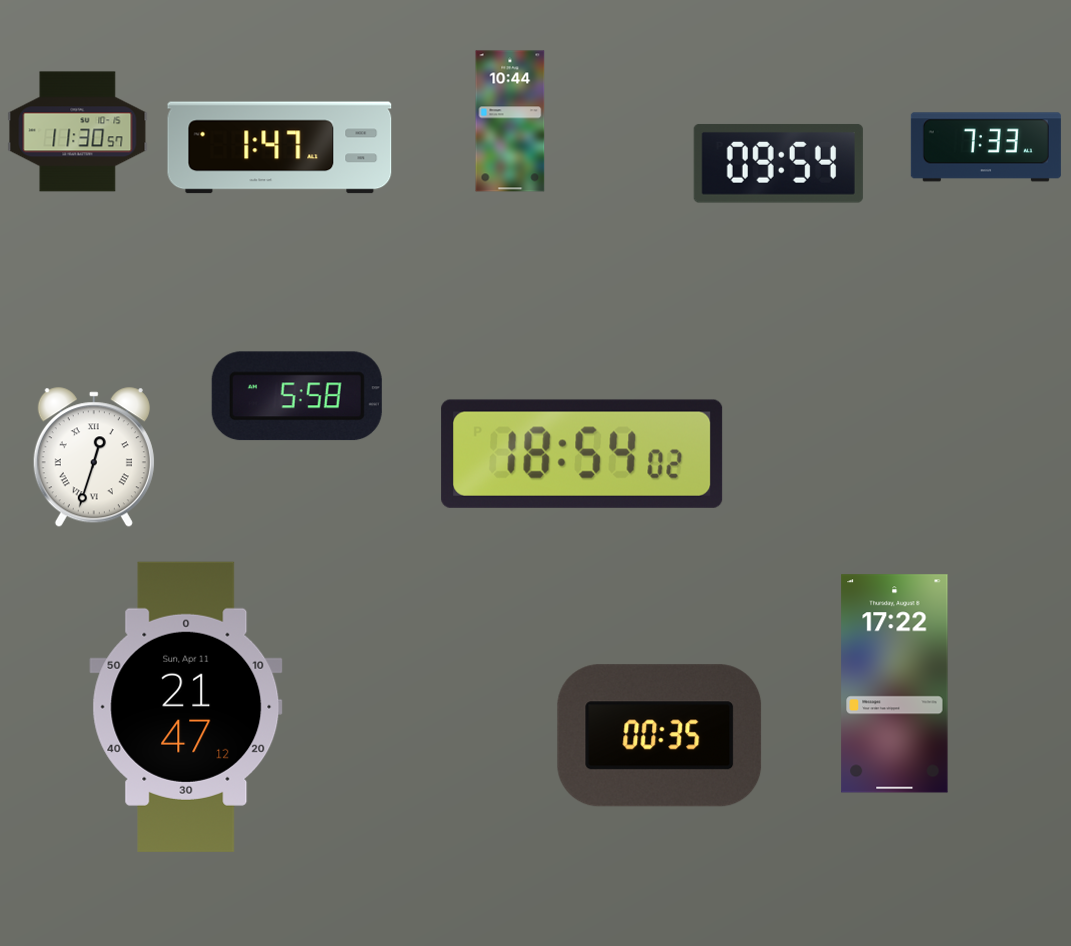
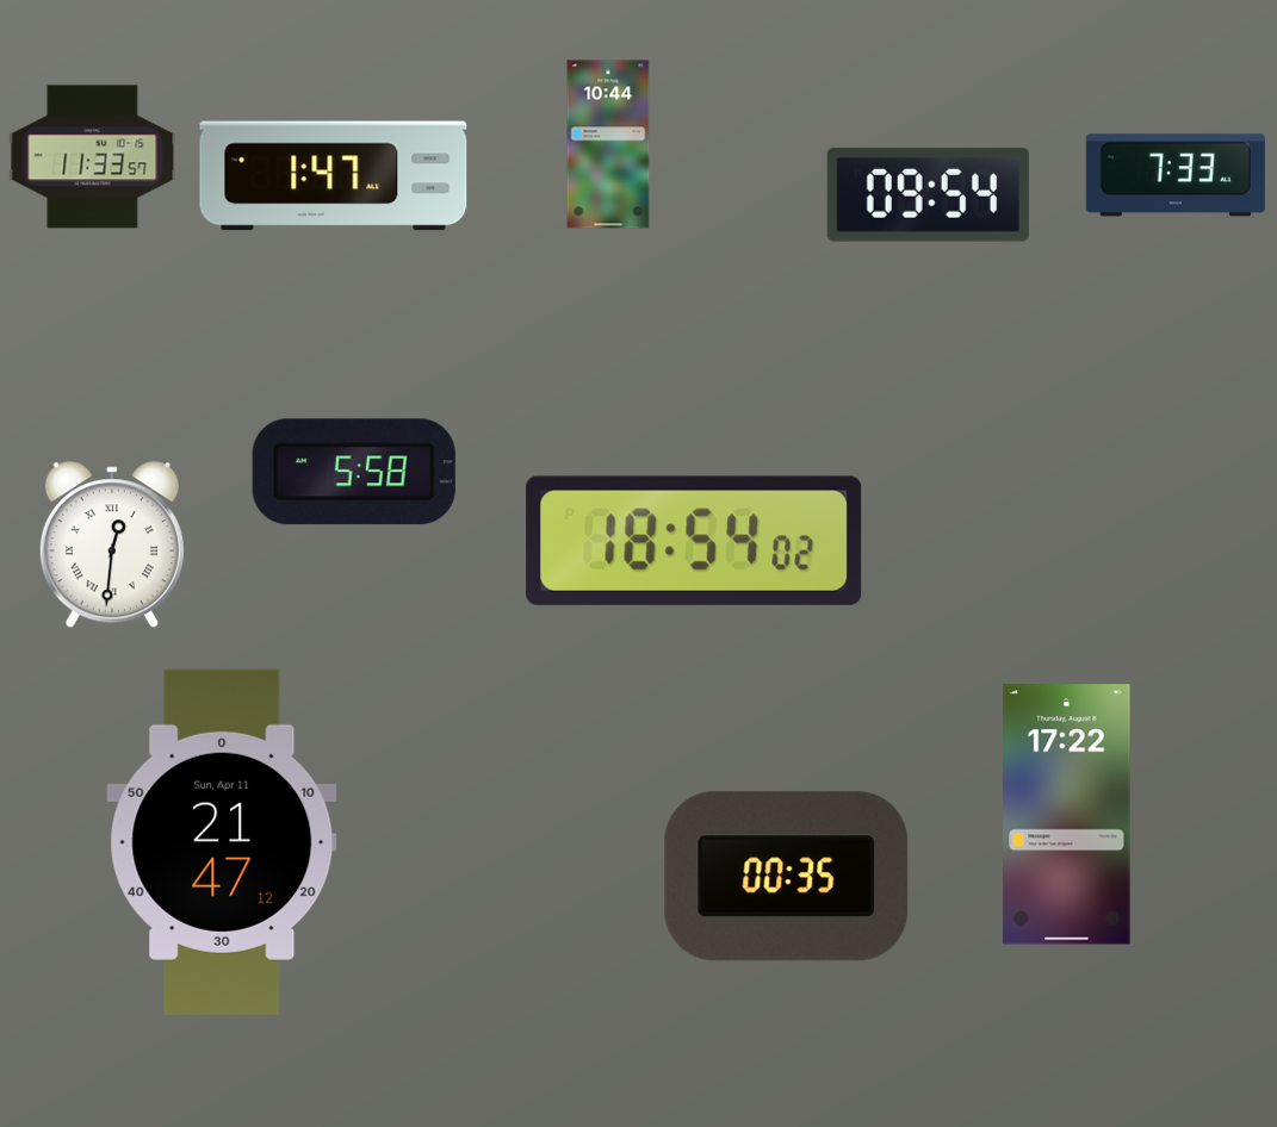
clock at (78, 132): 11:30 -> 11:33
clock at (94, 458): 12:33 -> 12:31
